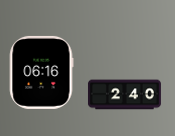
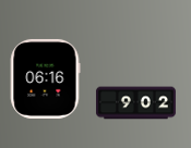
clock at (124, 95): 2:40 -> 9:02
